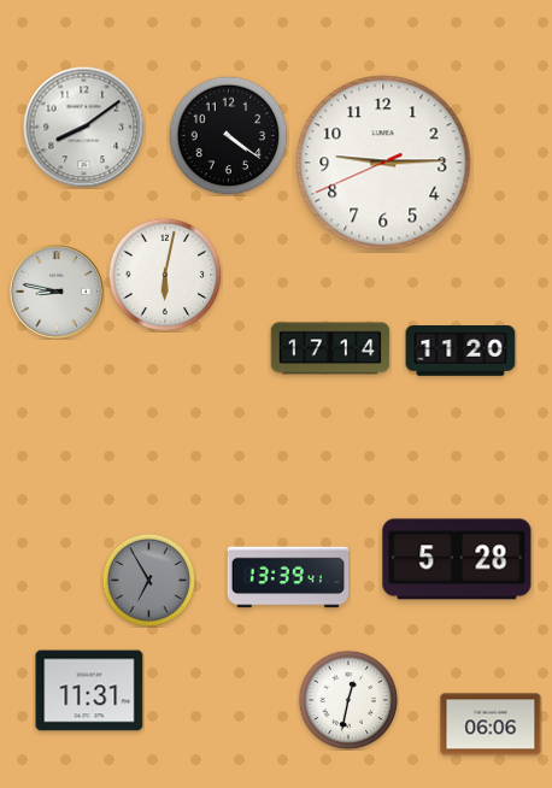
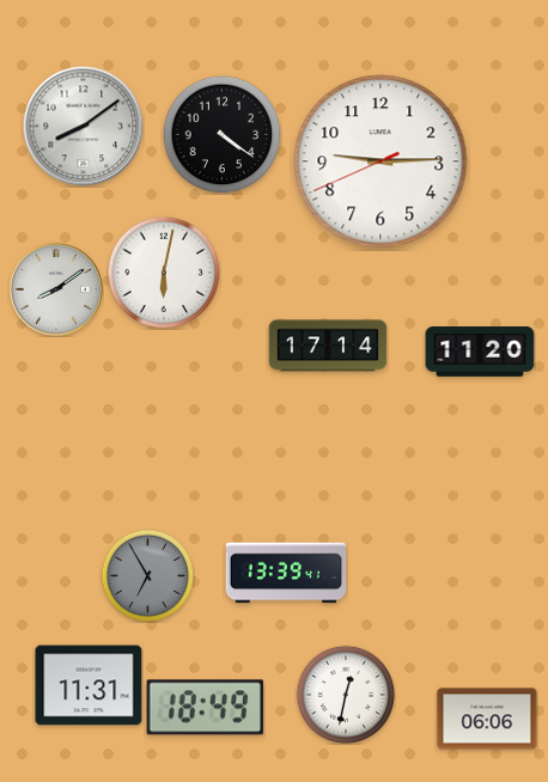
clock at (229, 136) position: (229, 136) -> (223, 135)
clock at (57, 292): 8:47 -> 8:09
clock at (460, 351) position: (460, 351) -> (480, 352)
clock at (457, 559): 5:28 -> none
clock at (206, 708): none -> 18:49
